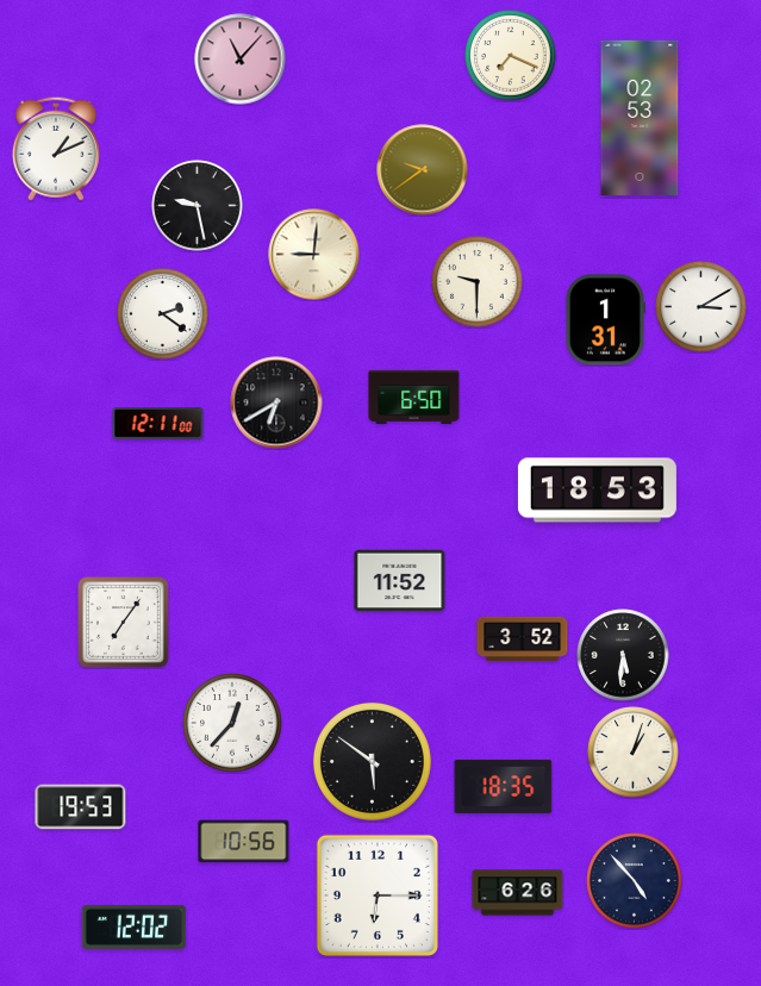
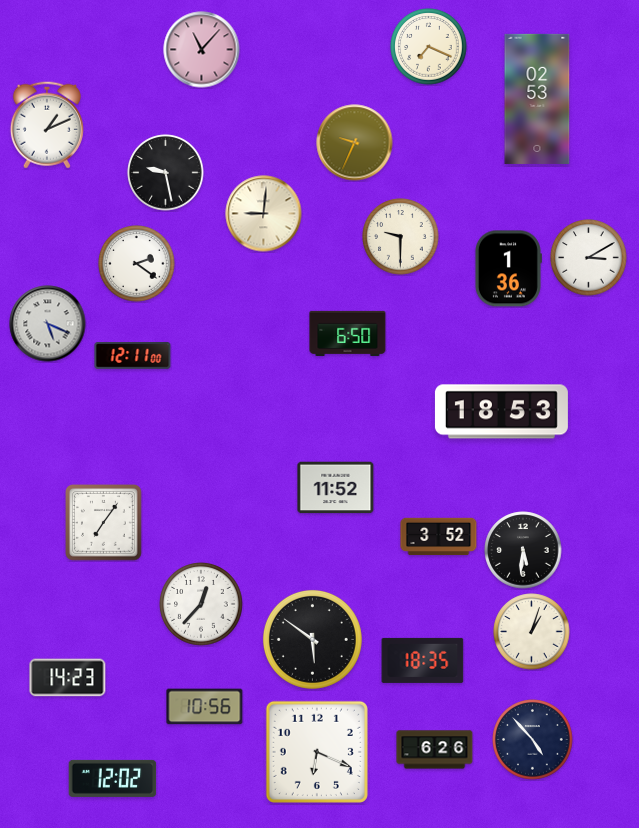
clock at (423, 170): 9:39 -> 9:34
clock at (605, 320): 1:31 -> 1:36
clock at (48, 324): none -> 5:19
clock at (276, 402): 6:40 -> none
clock at (232, 723) position: (232, 723) -> (201, 604)
clock at (81, 807): 19:53 -> 14:23
clock at (378, 895): 6:15 -> 6:19
